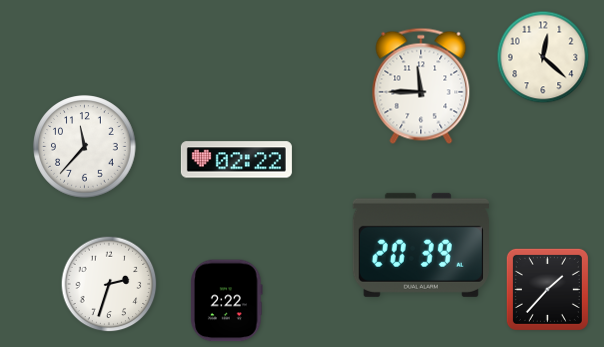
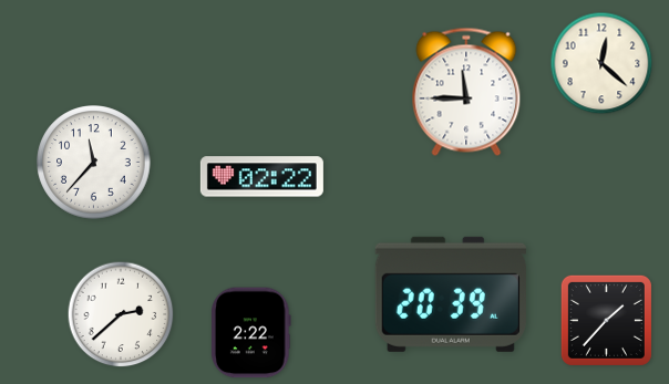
clock at (421, 86) position: (421, 86) -> (466, 92)
clock at (421, 245) position: (421, 245) -> (451, 294)
clock at (109, 284): 2:33 -> 2:38
